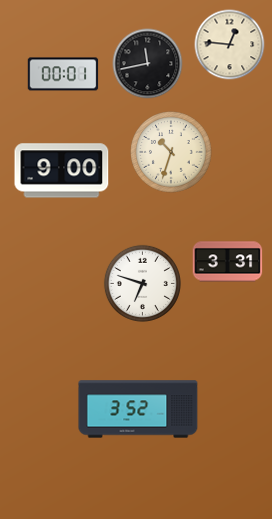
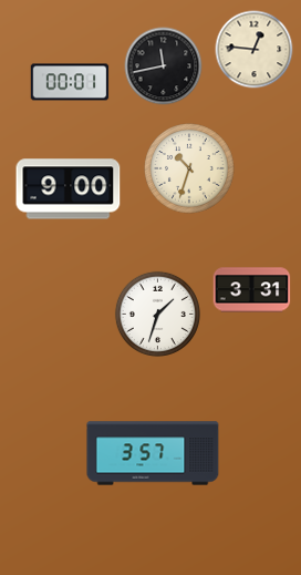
clock at (148, 64) position: (148, 64) -> (164, 66)
clock at (142, 283): 6:48 -> 1:33
clock at (138, 409): 3:52 -> 3:57
